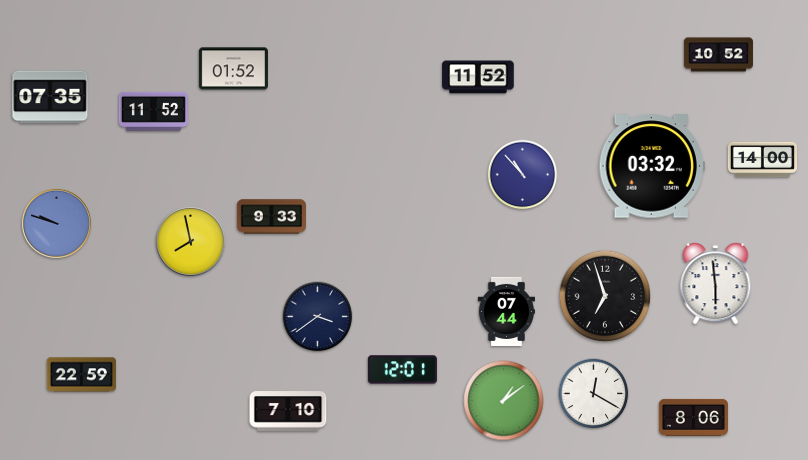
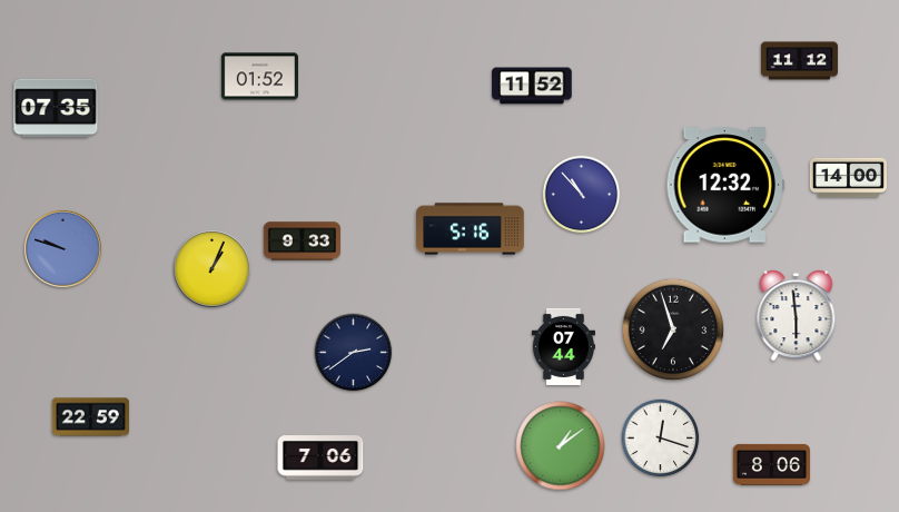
clock at (718, 55): 10:52 -> 11:12
clock at (153, 111): 11:52 -> none
clock at (651, 166): 03:32 -> 12:32
clock at (471, 229): none -> 5:16
clock at (190, 241): 7:58 -> 1:04
clock at (318, 317): 3:39 -> 2:39
clock at (402, 370): 12:01 -> none
clock at (594, 394): 12:20 -> 12:18
clock at (288, 411): 7:10 -> 7:06
